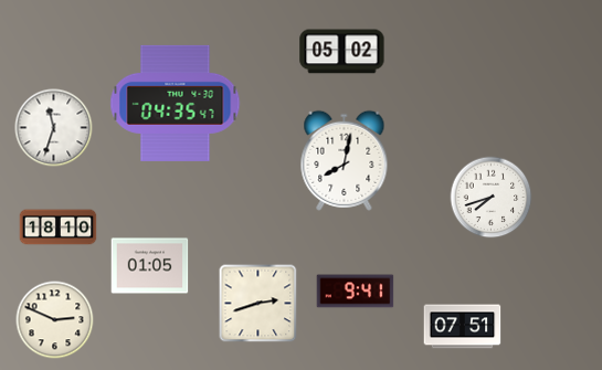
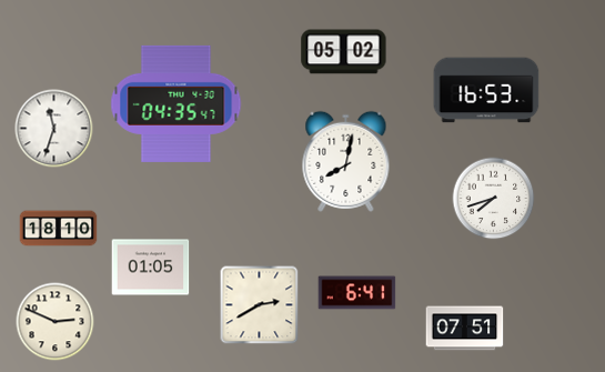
clock at (486, 90): none -> 16:53
clock at (356, 292): 9:41 -> 6:41
clock at (258, 304): 2:42 -> 2:40
